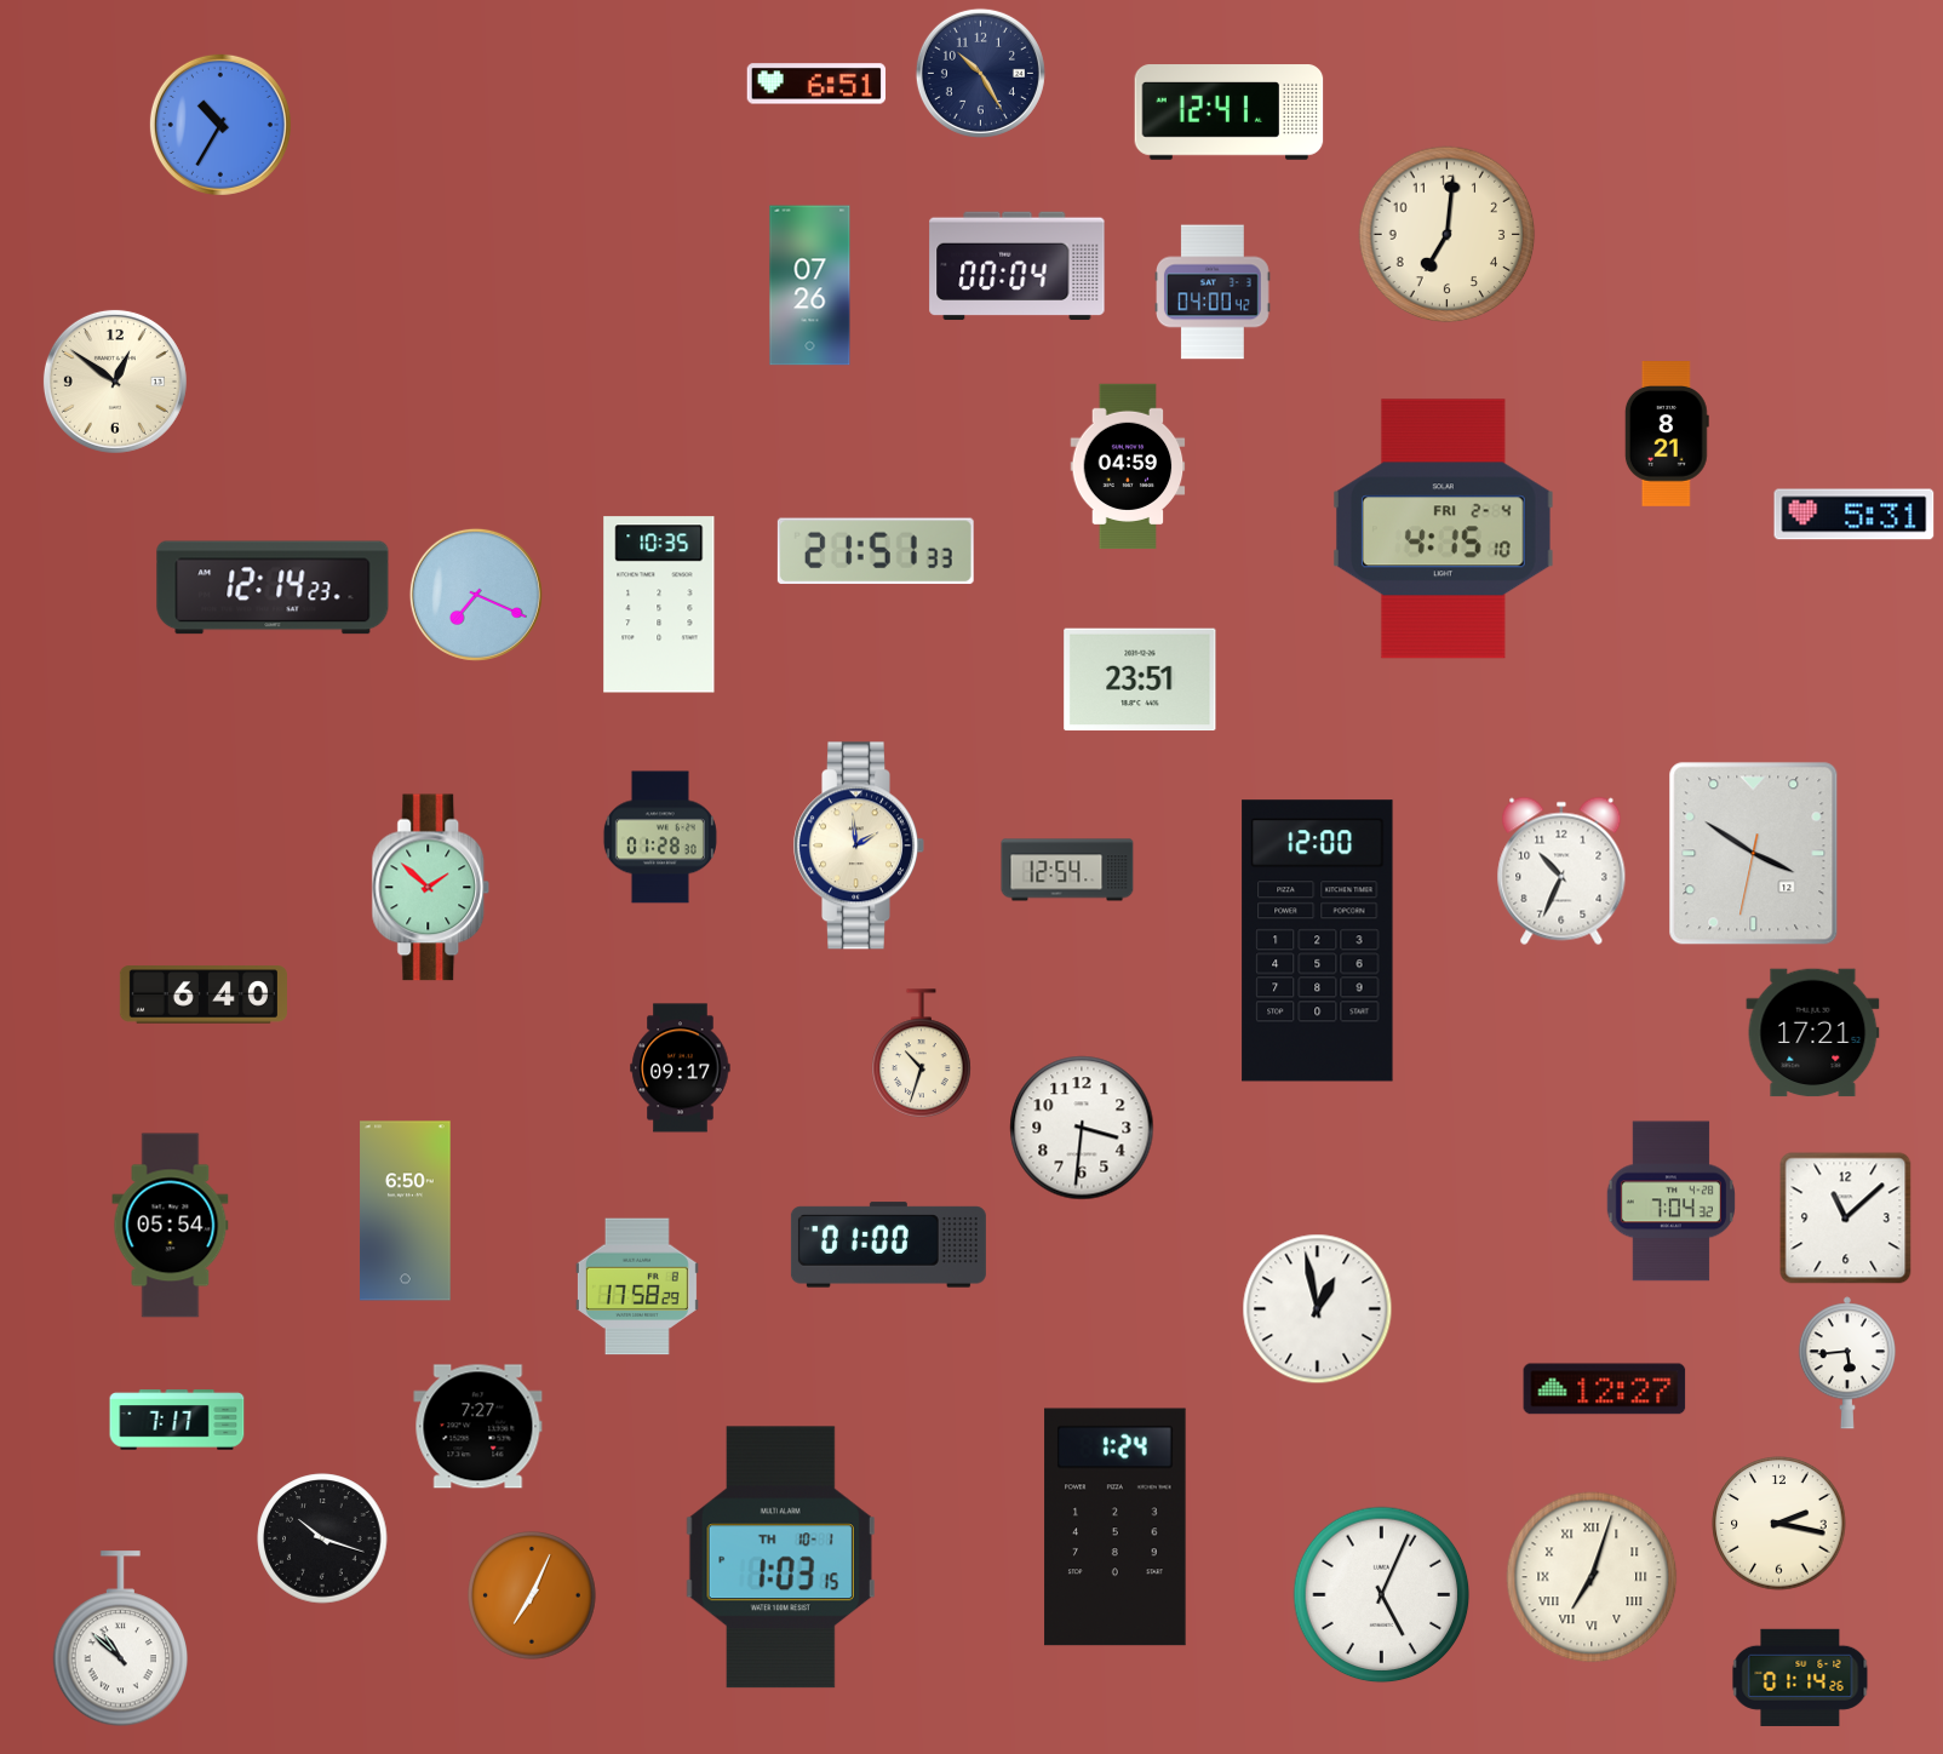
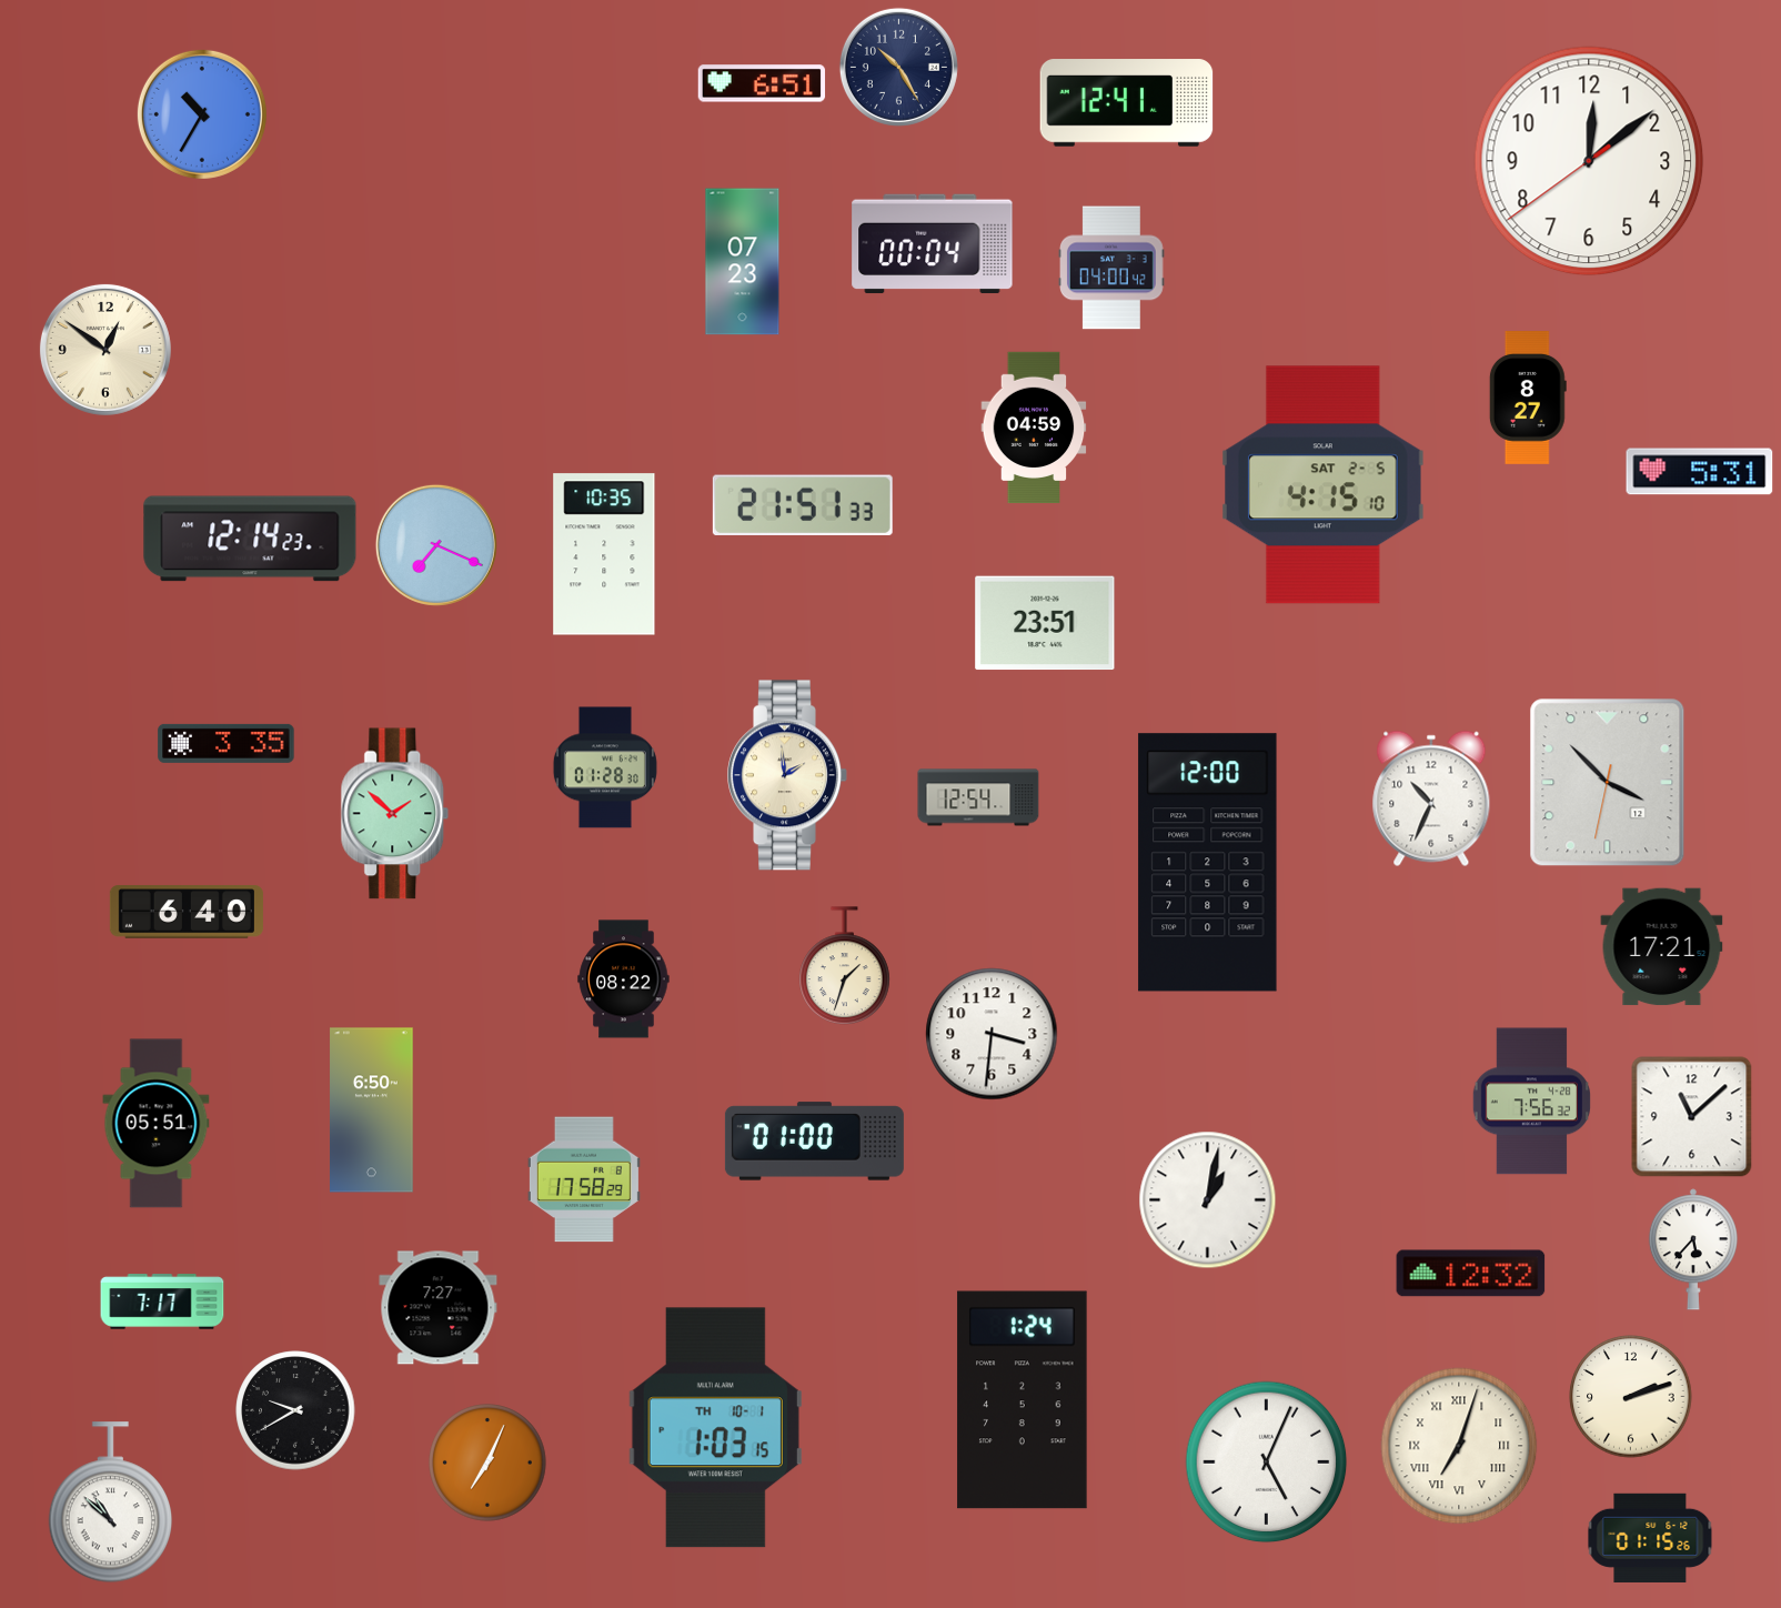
clock at (816, 84) position: (816, 84) -> (762, 83)
clock at (1589, 161): none -> 12:08
clock at (1448, 235): 7:01 -> none
clock at (810, 286): 07:26 -> 07:23
clock at (1667, 435): 8:21 -> 8:27
clock at (1444, 529) date: FRI 2-4 -> SAT 2-5
clock at (227, 743): none -> 3:35
clock at (1754, 854): 3:50 -> 3:52
clock at (922, 1054): 10:33 -> 1:33
clock at (681, 1068): 09:17 -> 08:22
clock at (1670, 1202): 7:04 -> 7:56
clock at (171, 1226): 05:54 -> 05:51
clock at (1318, 1309): 12:58 -> 1:02
clock at (1847, 1363): 5:44 -> 5:37
clock at (1605, 1389): 12:27 -> 12:32
clock at (1779, 1524): 2:17 -> 2:12
clock at (322, 1538): 10:18 -> 9:40
clock at (1800, 1678): 01:14 -> 01:15
